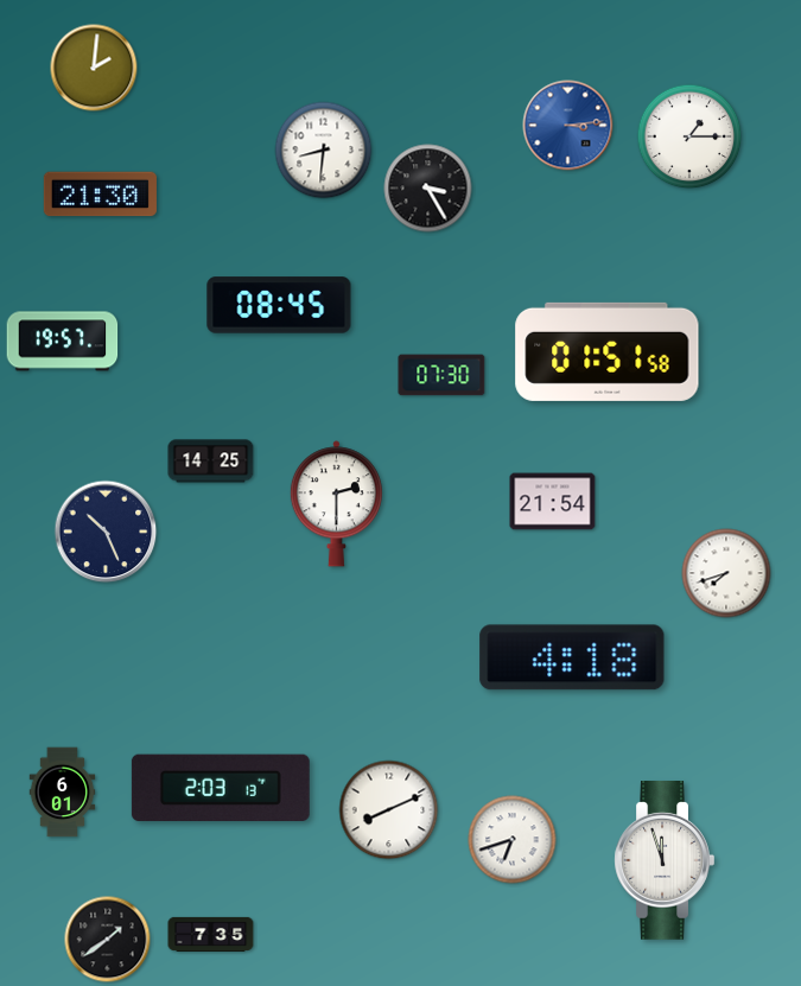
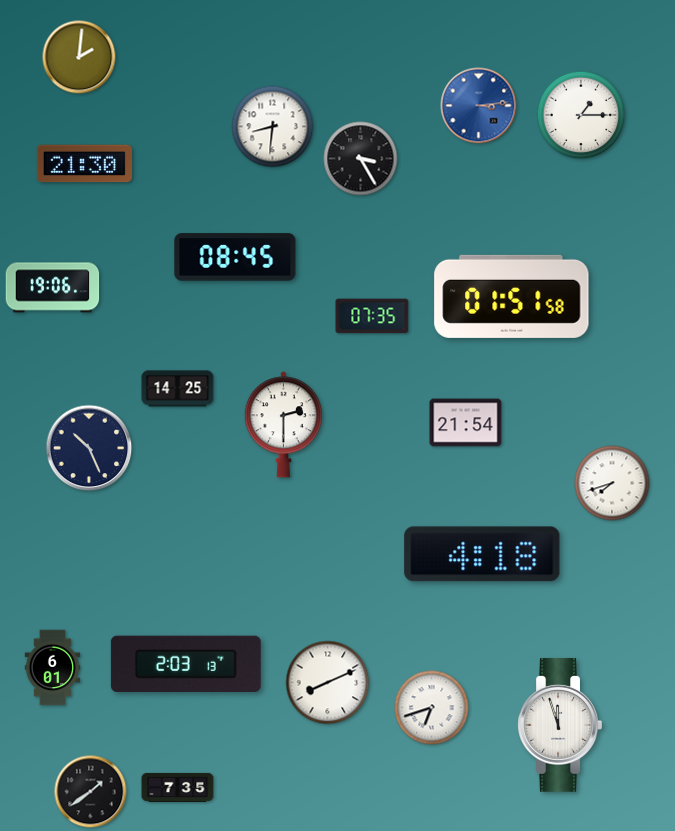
clock at (63, 342): 19:57 -> 19:06
clock at (441, 375): 07:30 -> 07:35
